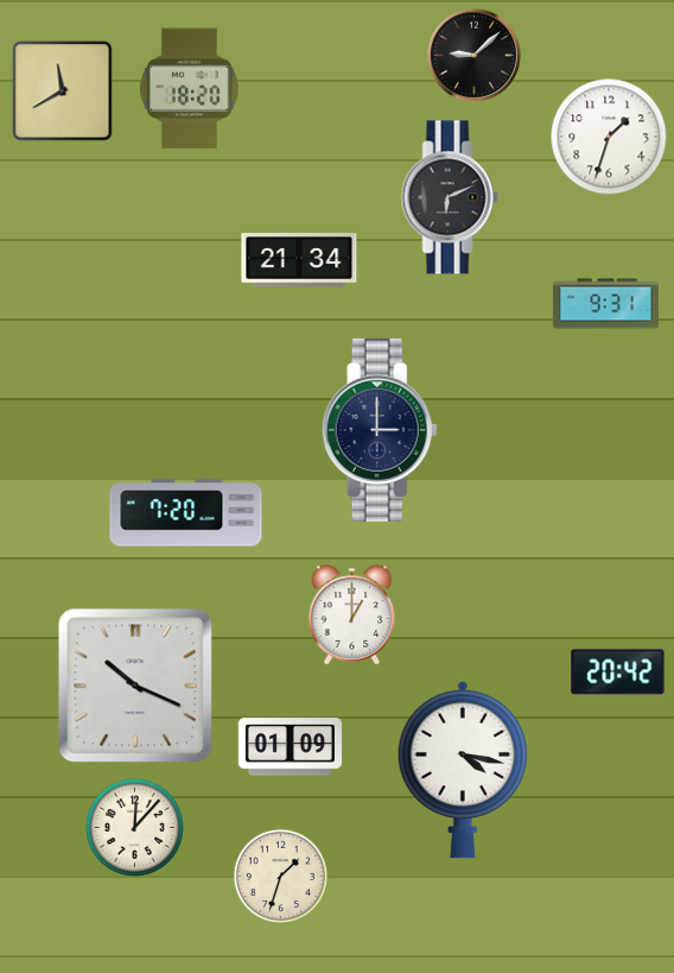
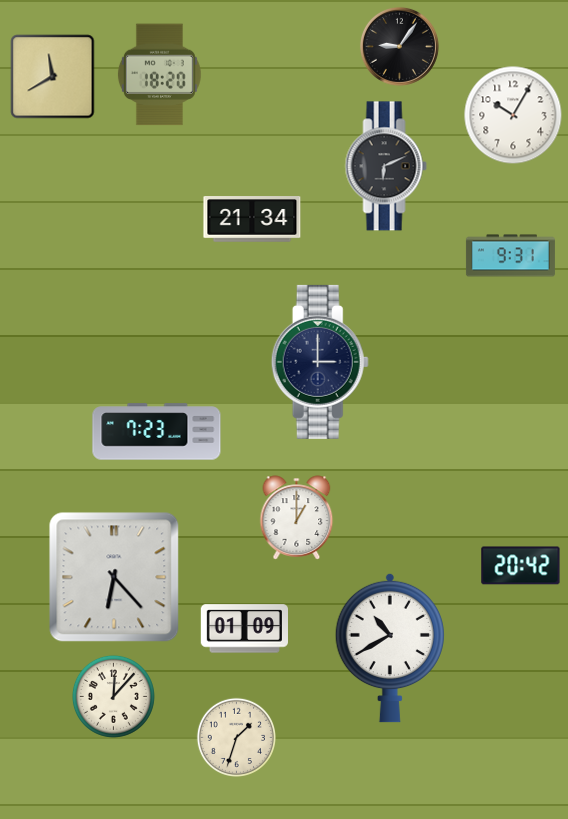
clock at (473, 55): 9:08 -> 9:06
clock at (609, 137): 1:33 -> 10:05
clock at (450, 197) position: (450, 197) -> (386, 166)
clock at (186, 513): 7:20 -> 7:23
clock at (135, 685): 10:19 -> 6:23
clock at (463, 770): 4:17 -> 10:40
